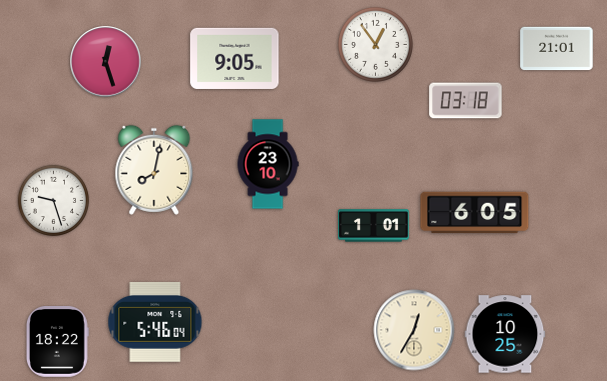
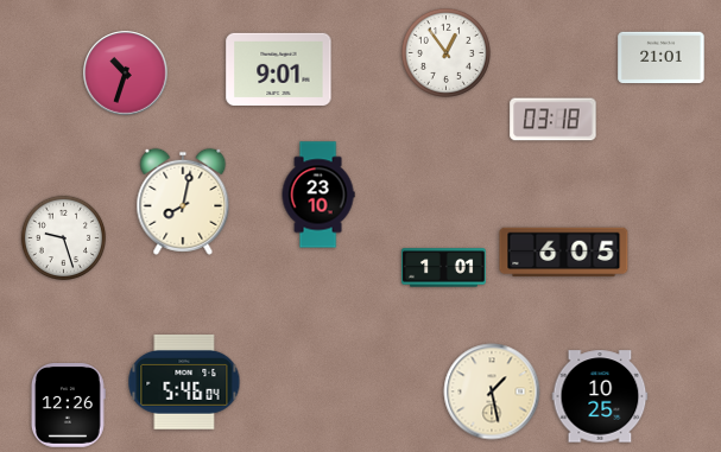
clock at (235, 58): 9:05 -> 9:01
clock at (106, 62): 12:27 -> 10:33
clock at (414, 330): 12:35 -> 1:28
clock at (58, 342): 18:22 -> 12:26
